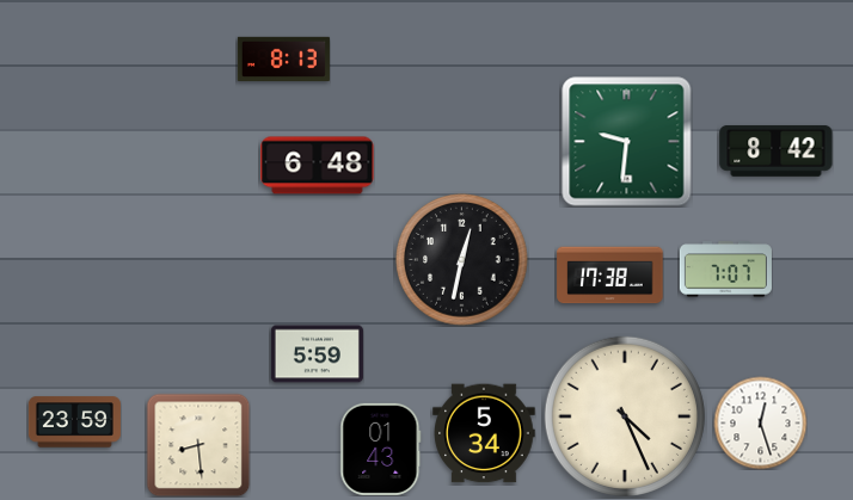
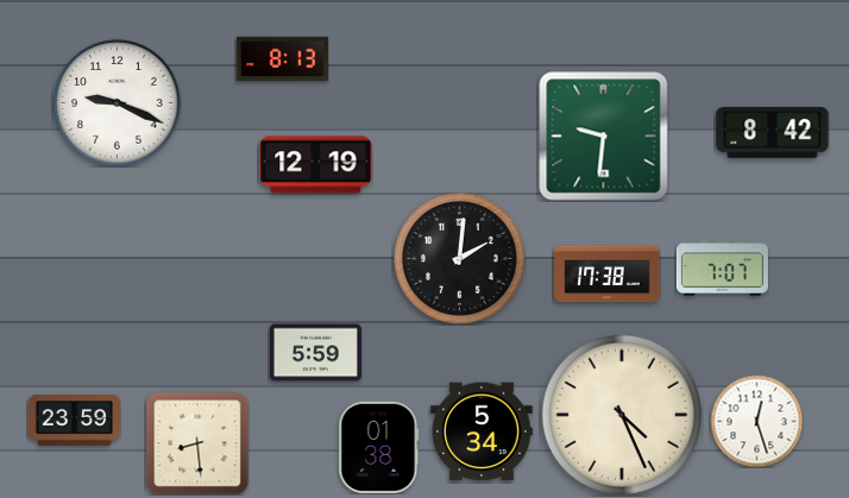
clock at (118, 103): none -> 9:19
clock at (627, 142) position: (627, 142) -> (604, 137)
clock at (777, 150) position: (777, 150) -> (773, 132)
clock at (318, 166): 6:48 -> 12:19
clock at (462, 260): 12:32 -> 2:01
clock at (381, 449): 01:43 -> 01:38
